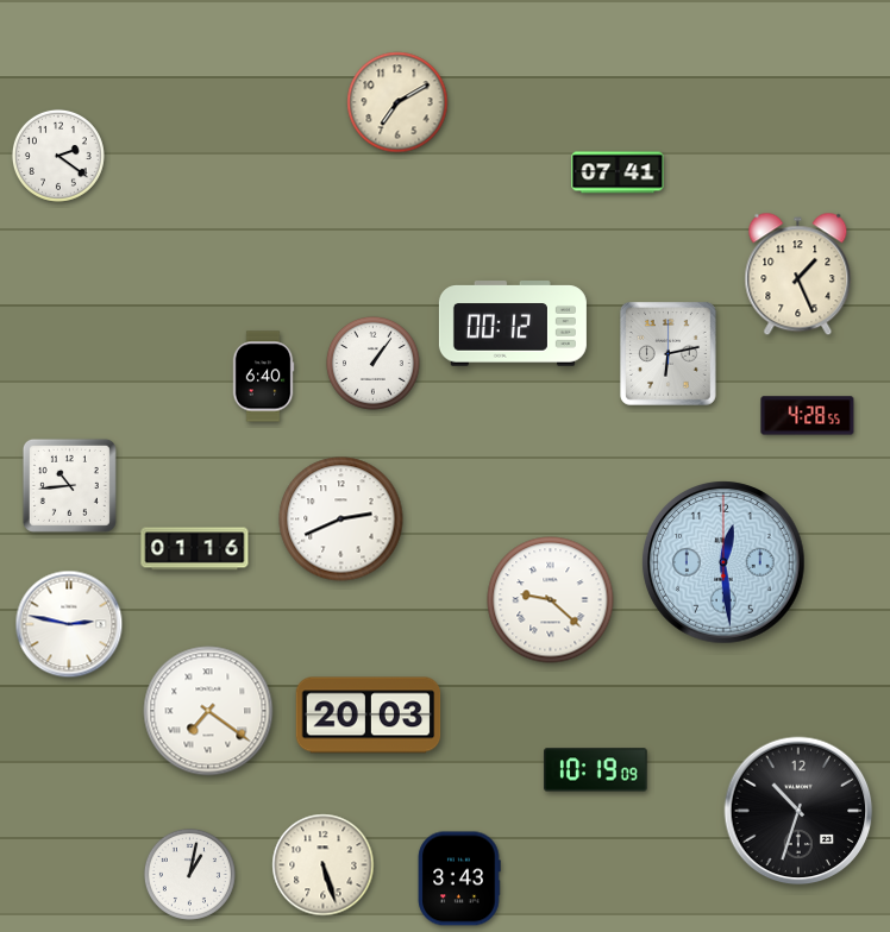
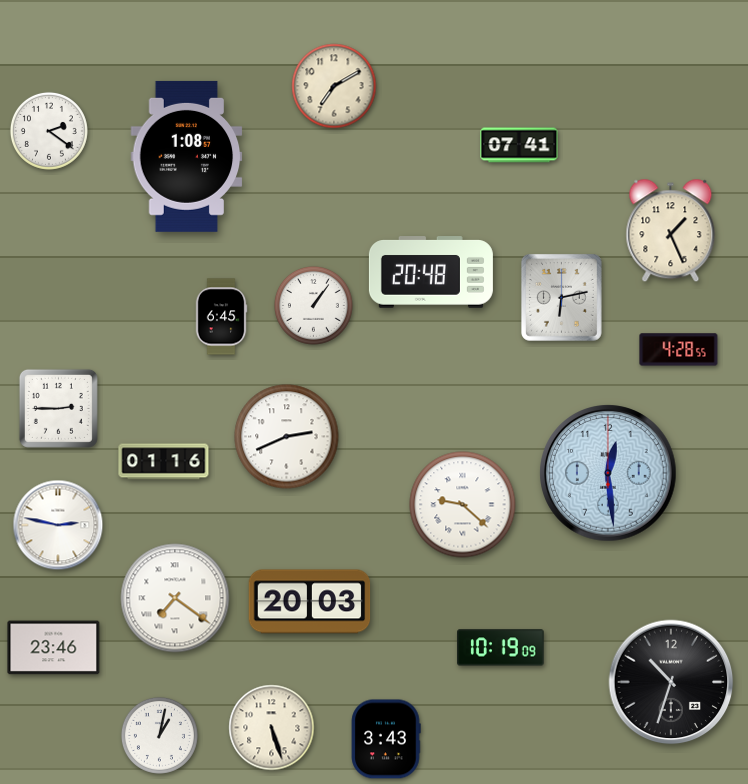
clock at (187, 156): none -> 1:08
clock at (513, 323): 00:12 -> 20:48
clock at (263, 377): 6:40 -> 6:45
clock at (69, 485): 10:44 -> 2:45
clock at (54, 648): none -> 23:46
